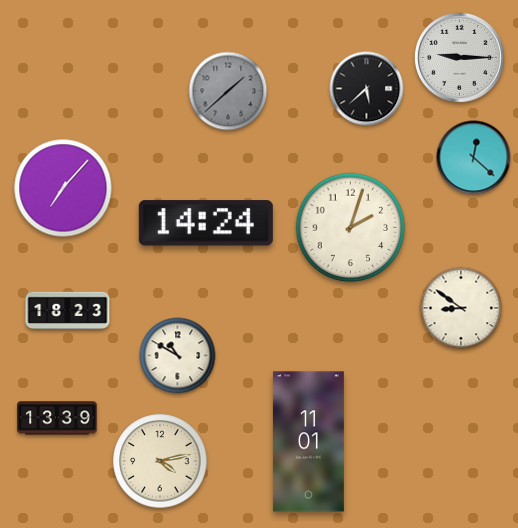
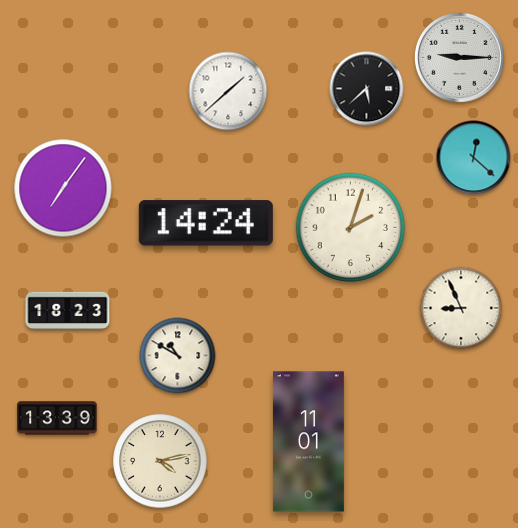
clock at (228, 91) dial: grey -> white
clock at (63, 188): 7:07 -> 7:06
clock at (461, 308): 8:51 -> 8:56
